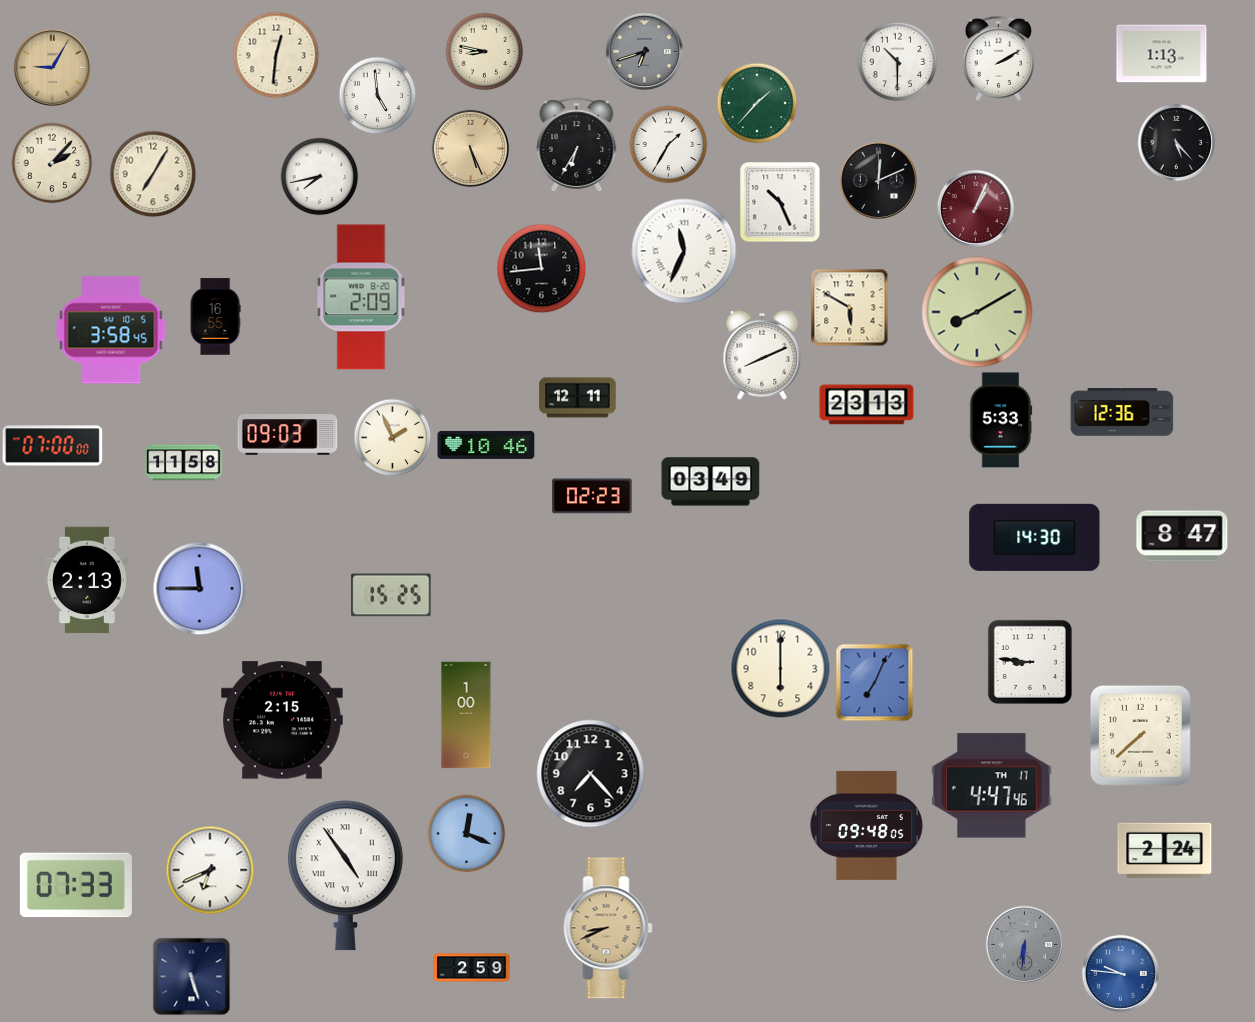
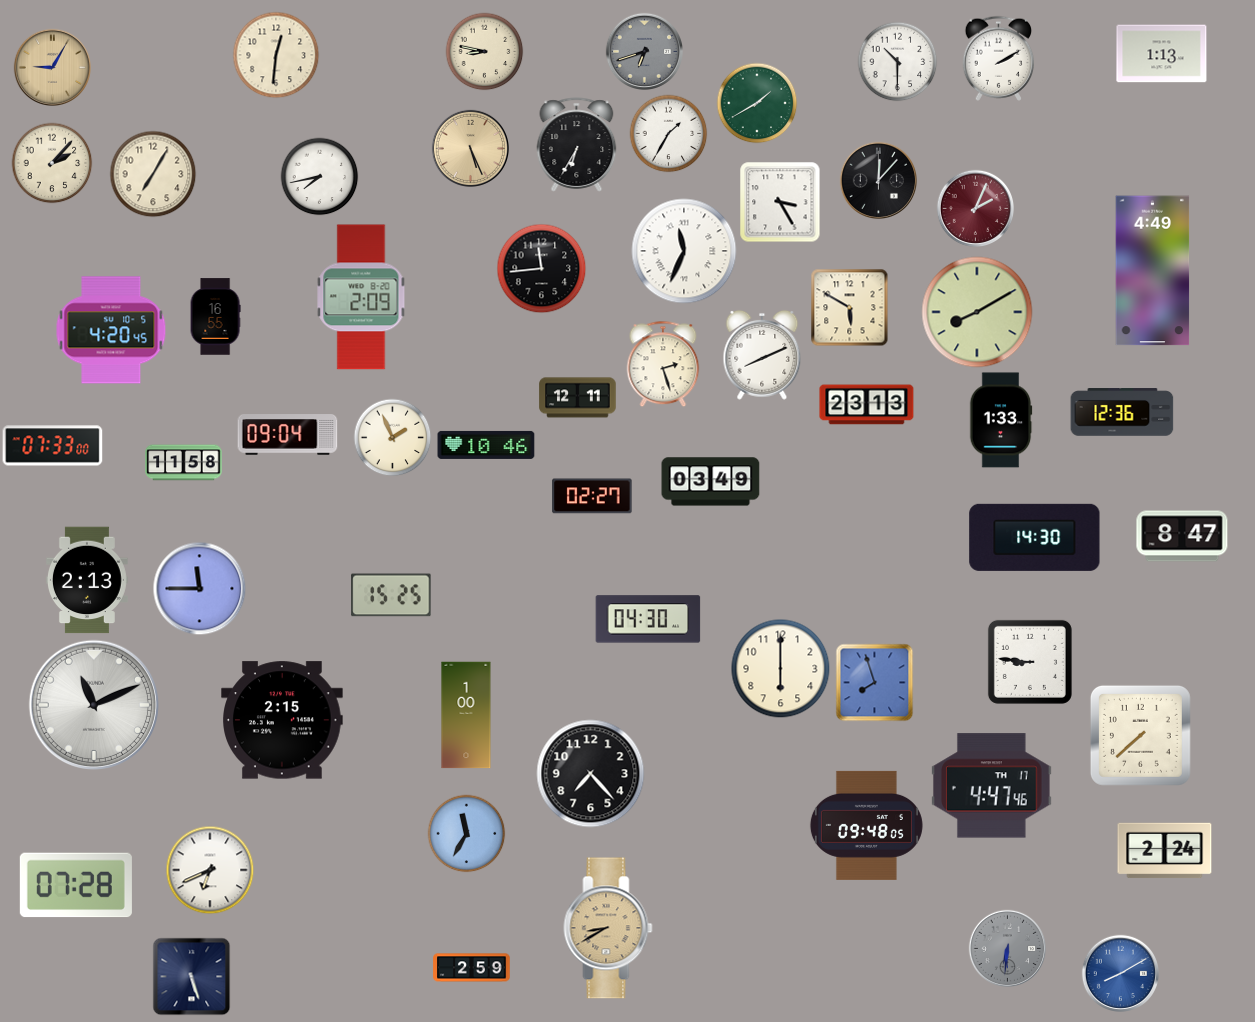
clock at (377, 95): 4:59 -> none
clock at (757, 103): 1:37 -> 1:40
clock at (1176, 142): 5:23 -> none
clock at (668, 144) position: (668, 144) -> (668, 133)
clock at (878, 180): 12:11 -> 12:07
clock at (780, 202): 10:26 -> 3:25
clock at (975, 208): 1:04 -> 2:04
clock at (1153, 271): none -> 4:49
clock at (111, 330): 3:58 -> 4:20
clock at (663, 364): none -> 2:27
clock at (1001, 420): 5:33 -> 1:33
clock at (288, 435): 09:03 -> 09:04
clock at (53, 446): 07:00 -> 07:33
clock at (592, 496): 02:23 -> 02:27
clock at (648, 619): none -> 04:30
clock at (874, 682): 7:04 -> 7:57
clock at (93, 704): none -> 11:11
clock at (466, 833): 12:19 -> 11:35
clock at (345, 876): 4:54 -> none
clock at (76, 885): 07:33 -> 07:28
clock at (608, 928): 8:41 -> 8:40
clock at (1024, 944) position: (1024, 944) -> (1007, 948)
clock at (1120, 973): 9:46 -> 8:10
